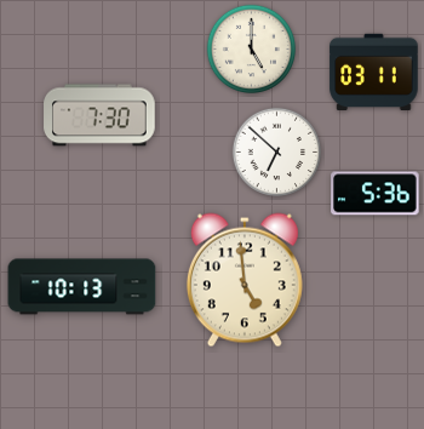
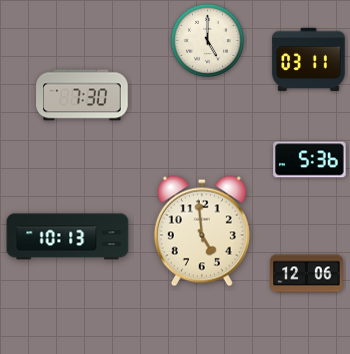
clock at (276, 151): 6:52 -> none
clock at (307, 274): none -> 12:06
